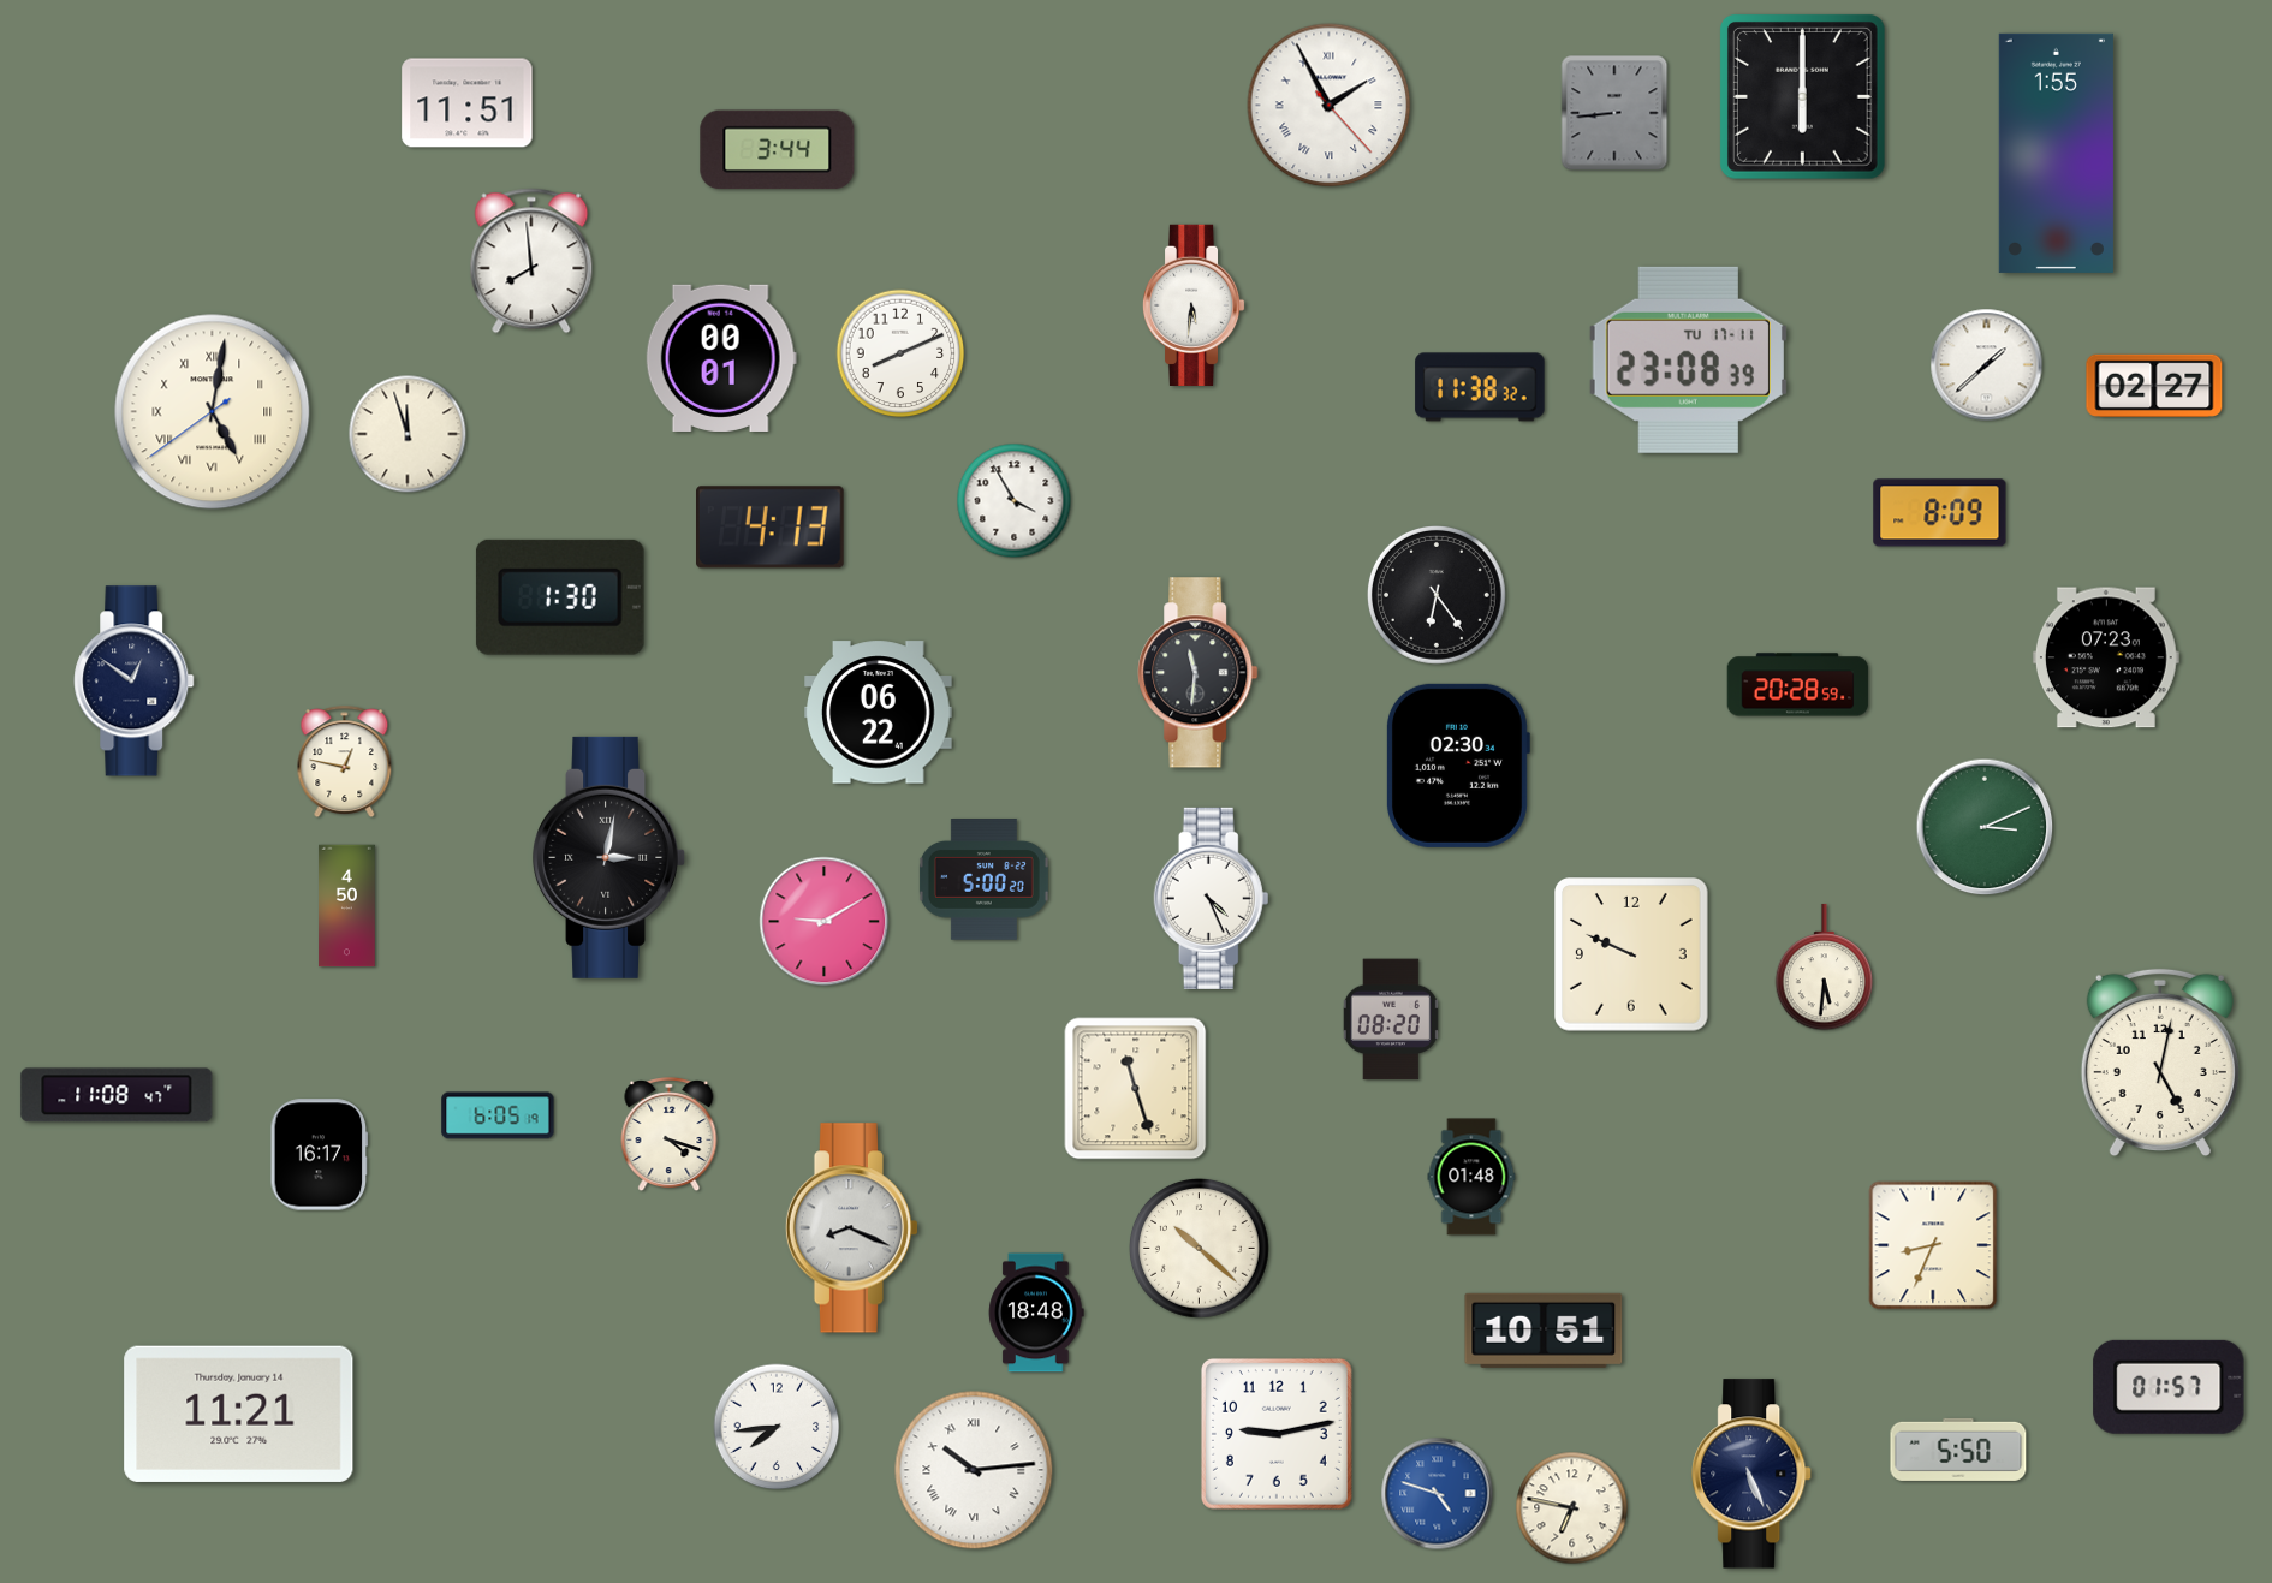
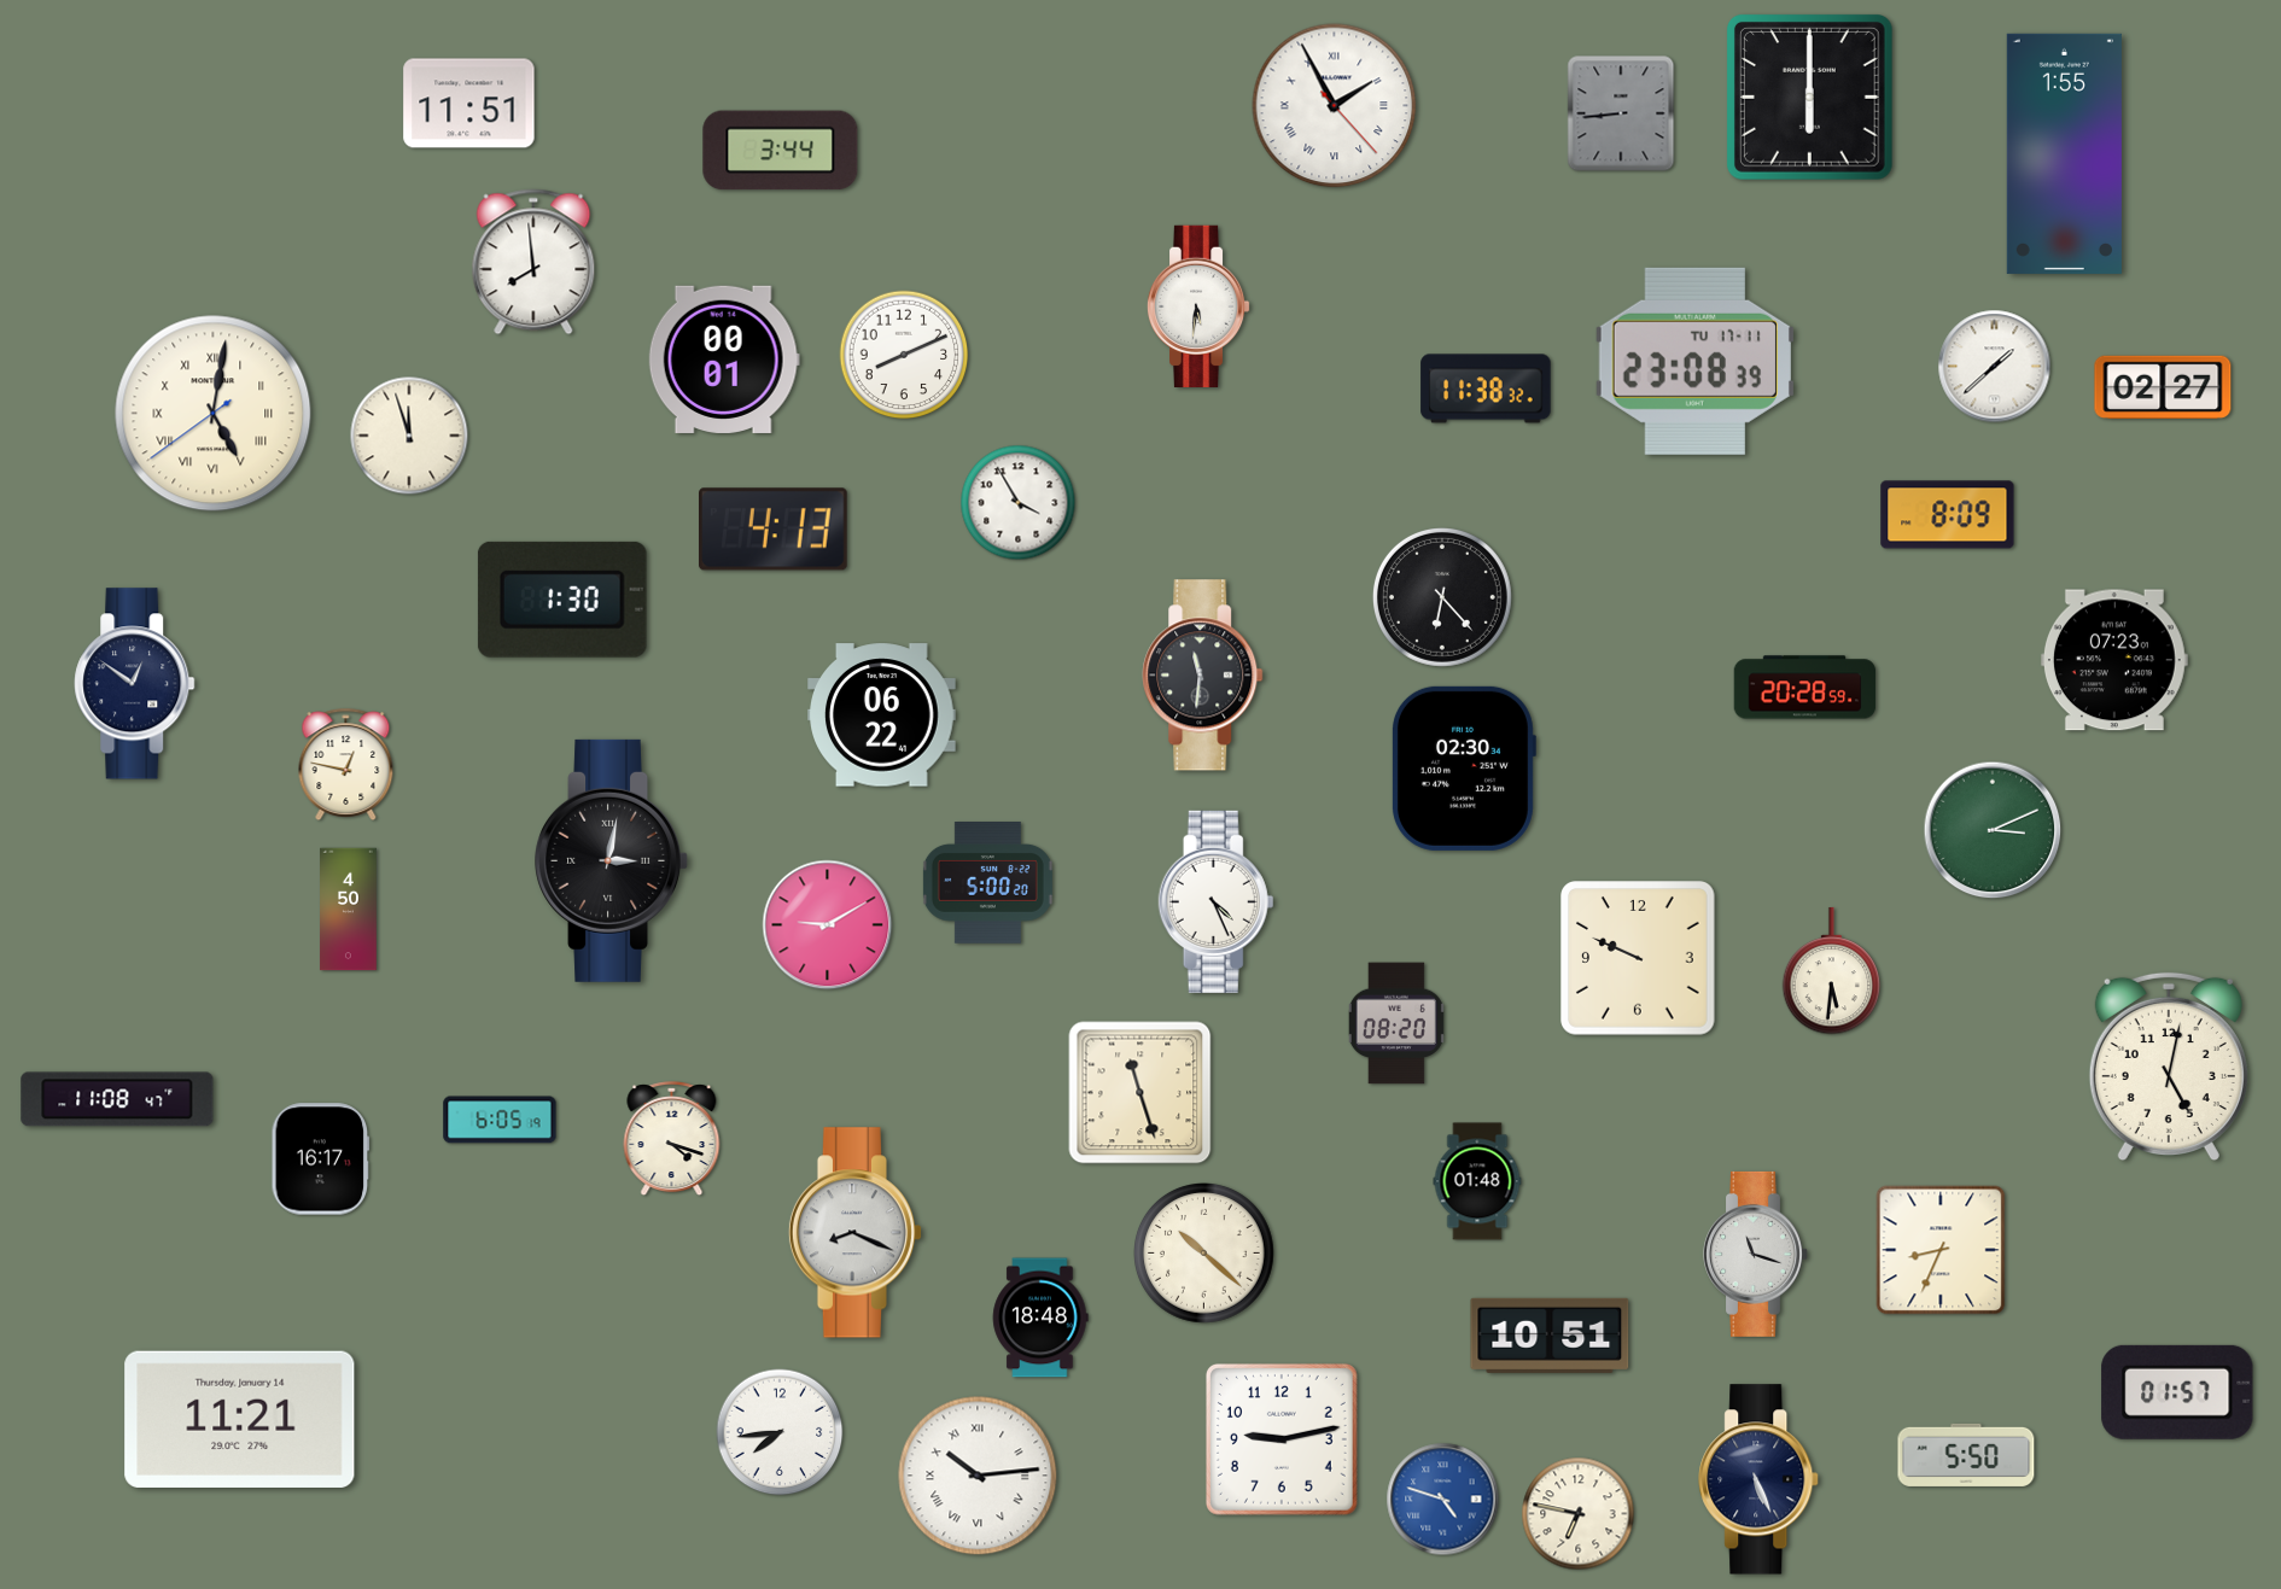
clock at (1437, 595): 6:24 -> 6:23
clock at (1756, 1254): none -> 11:18
